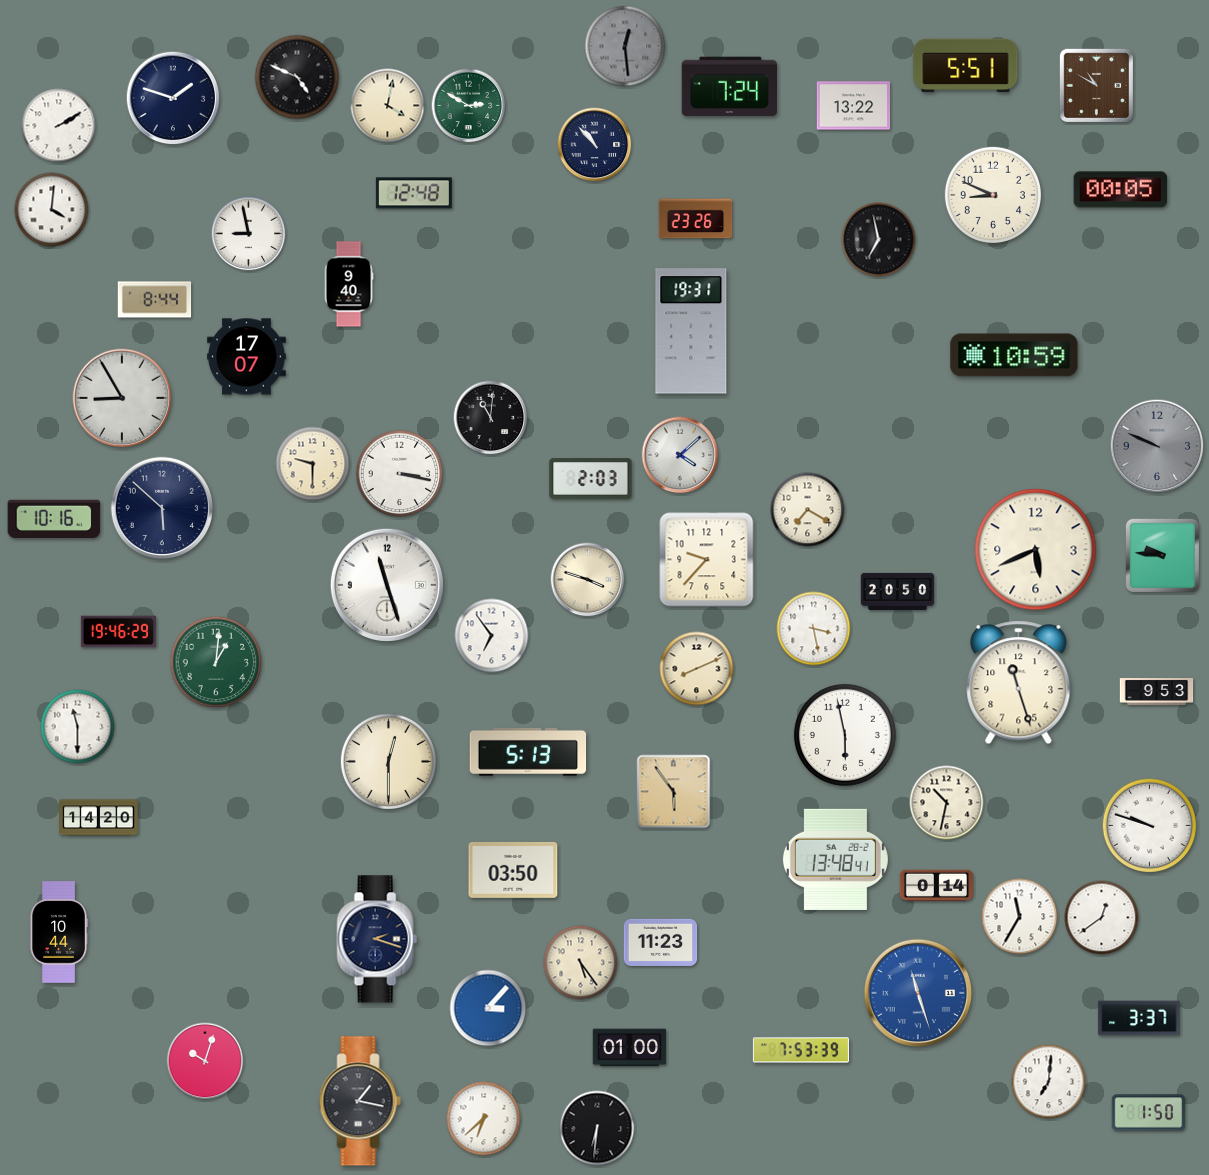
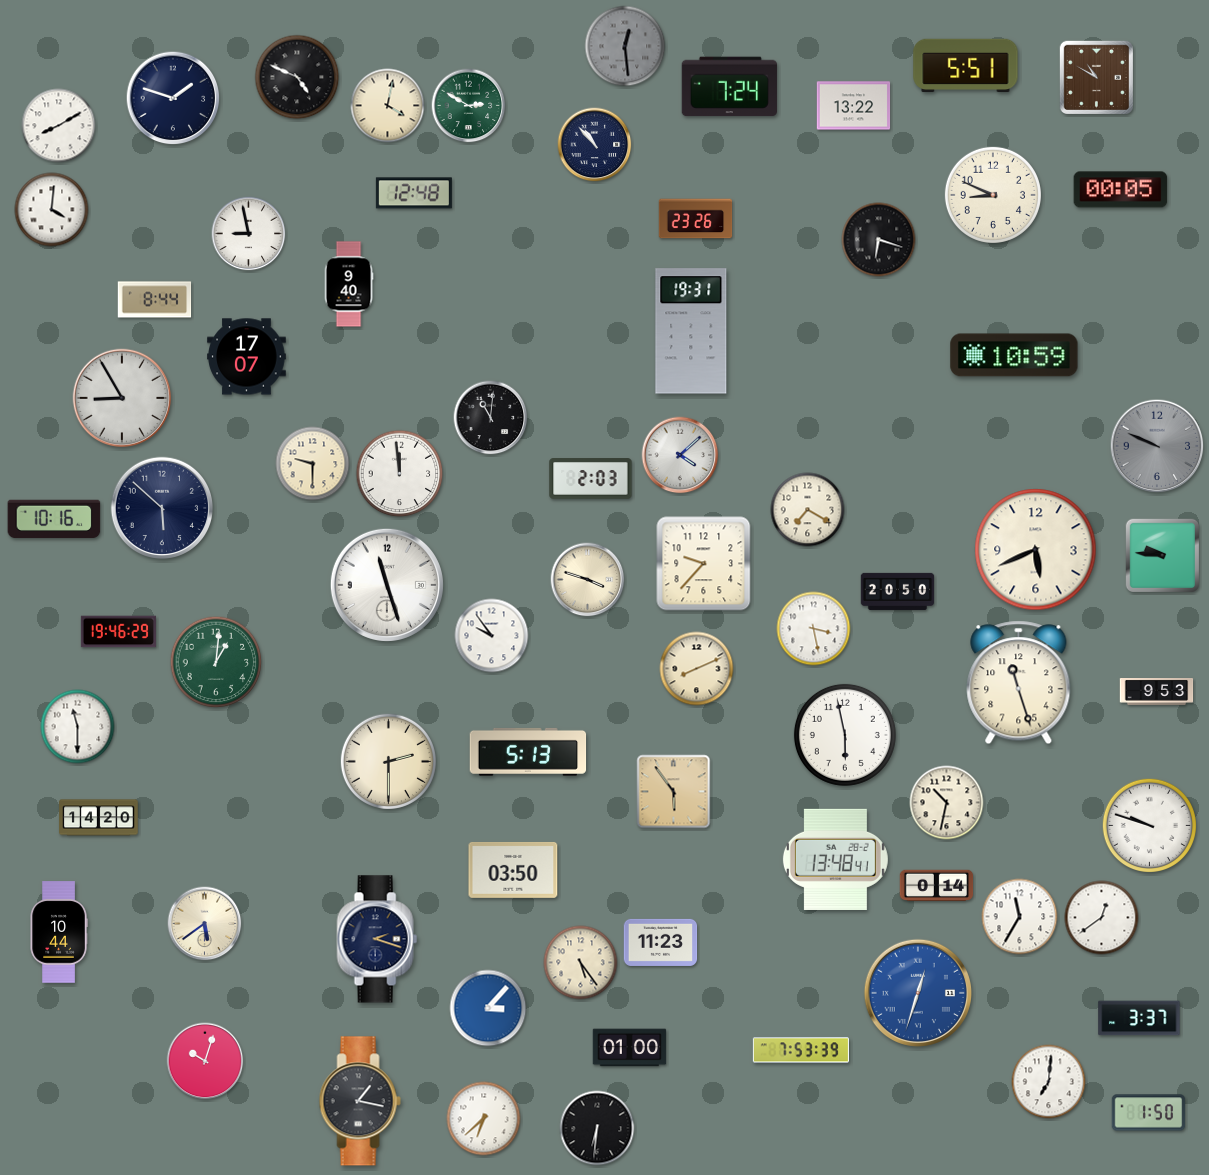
clock at (1096, 85) position: (1096, 85) -> (1096, 77)
clock at (59, 126): 2:10 -> 8:10
clock at (879, 240): 6:58 -> 6:18
clock at (400, 474): 3:17 -> 11:59
clock at (707, 560) position: (707, 560) -> (704, 564)
clock at (492, 636): 6:54 -> 9:54
clock at (388, 761): 12:30 -> 2:30
clock at (205, 924): none -> 5:39
clock at (917, 992): 11:27 -> 12:33
